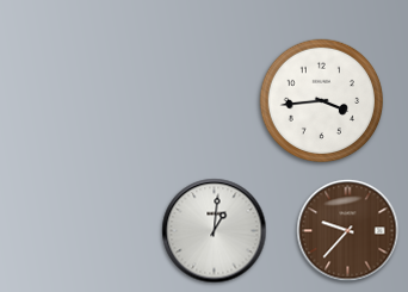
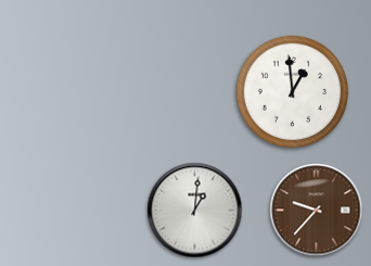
clock at (322, 101): 3:44 -> 12:59
